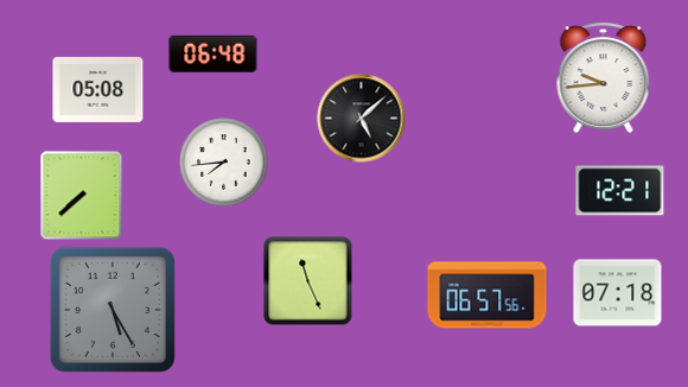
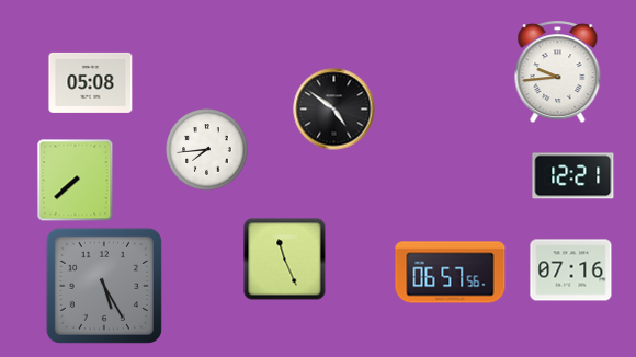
clock at (214, 53): 06:48 -> none
clock at (362, 119): 5:08 -> 4:51
clock at (618, 293): 07:18 -> 07:16
